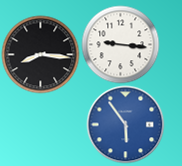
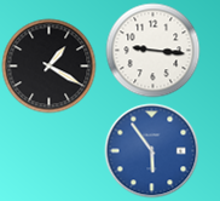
clock at (120, 44) position: (120, 44) -> (152, 50)
clock at (40, 54): 8:16 -> 1:20
